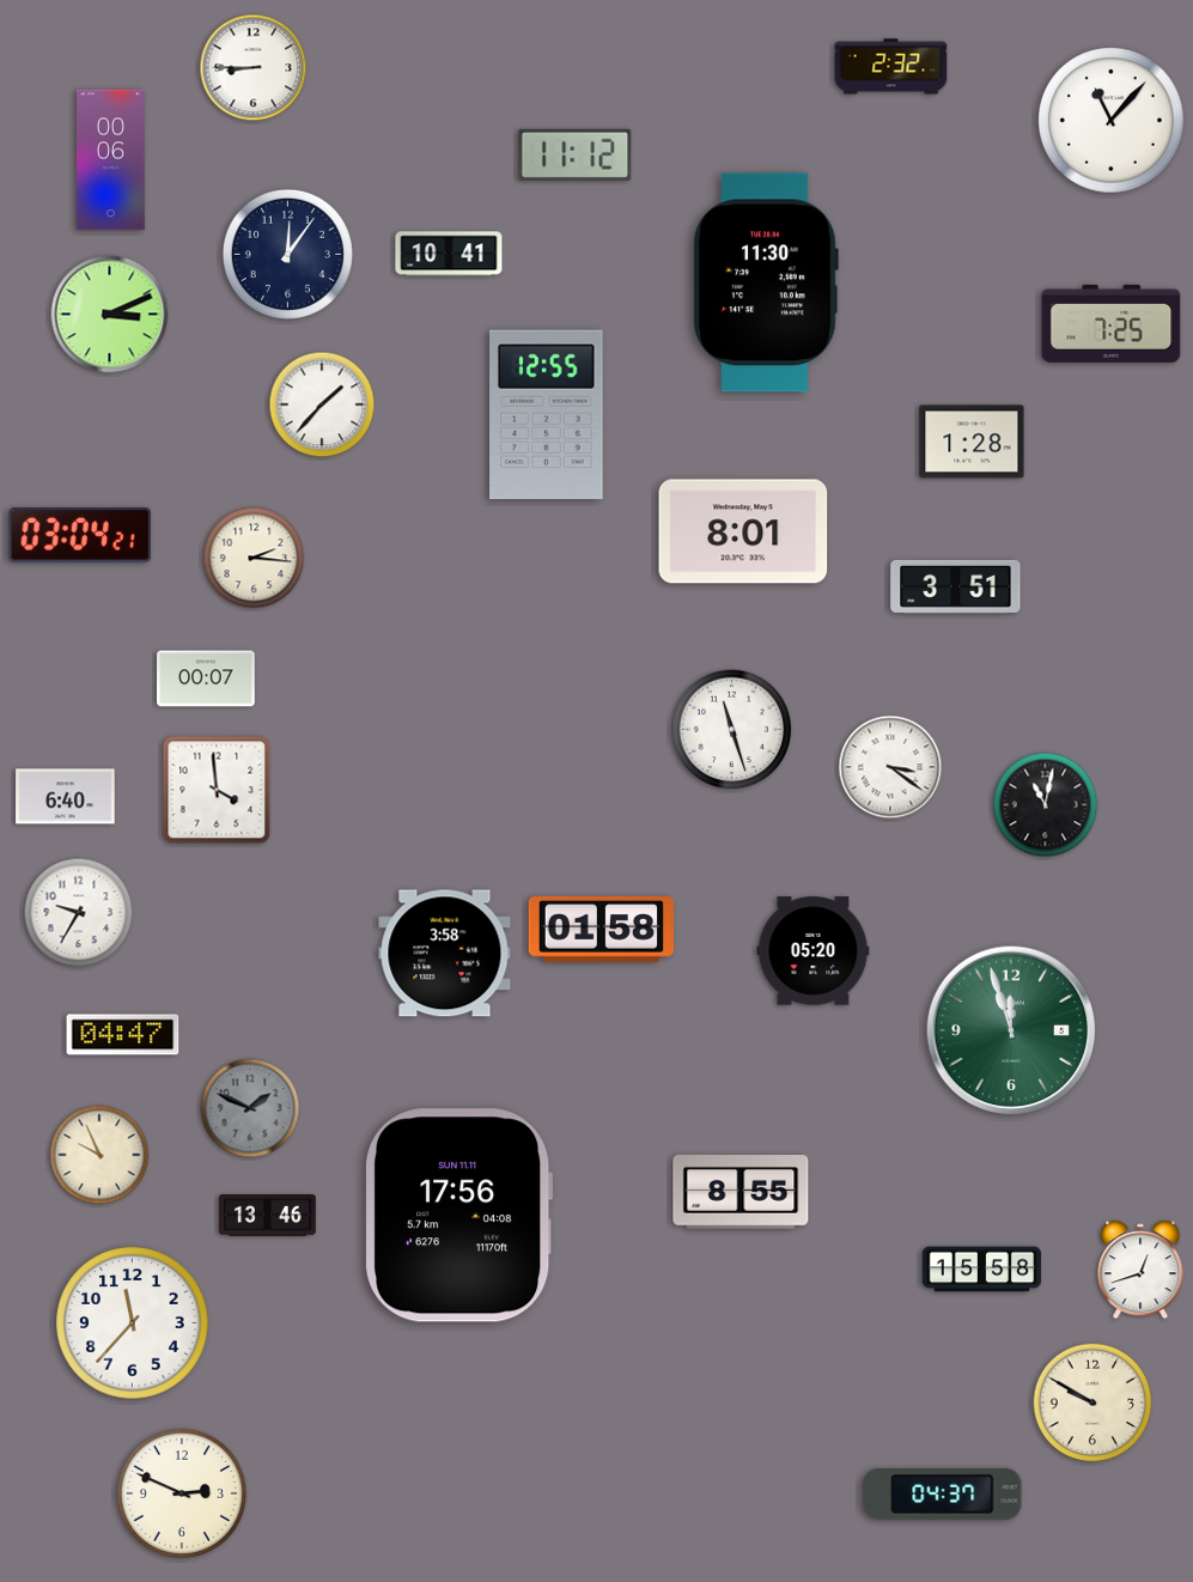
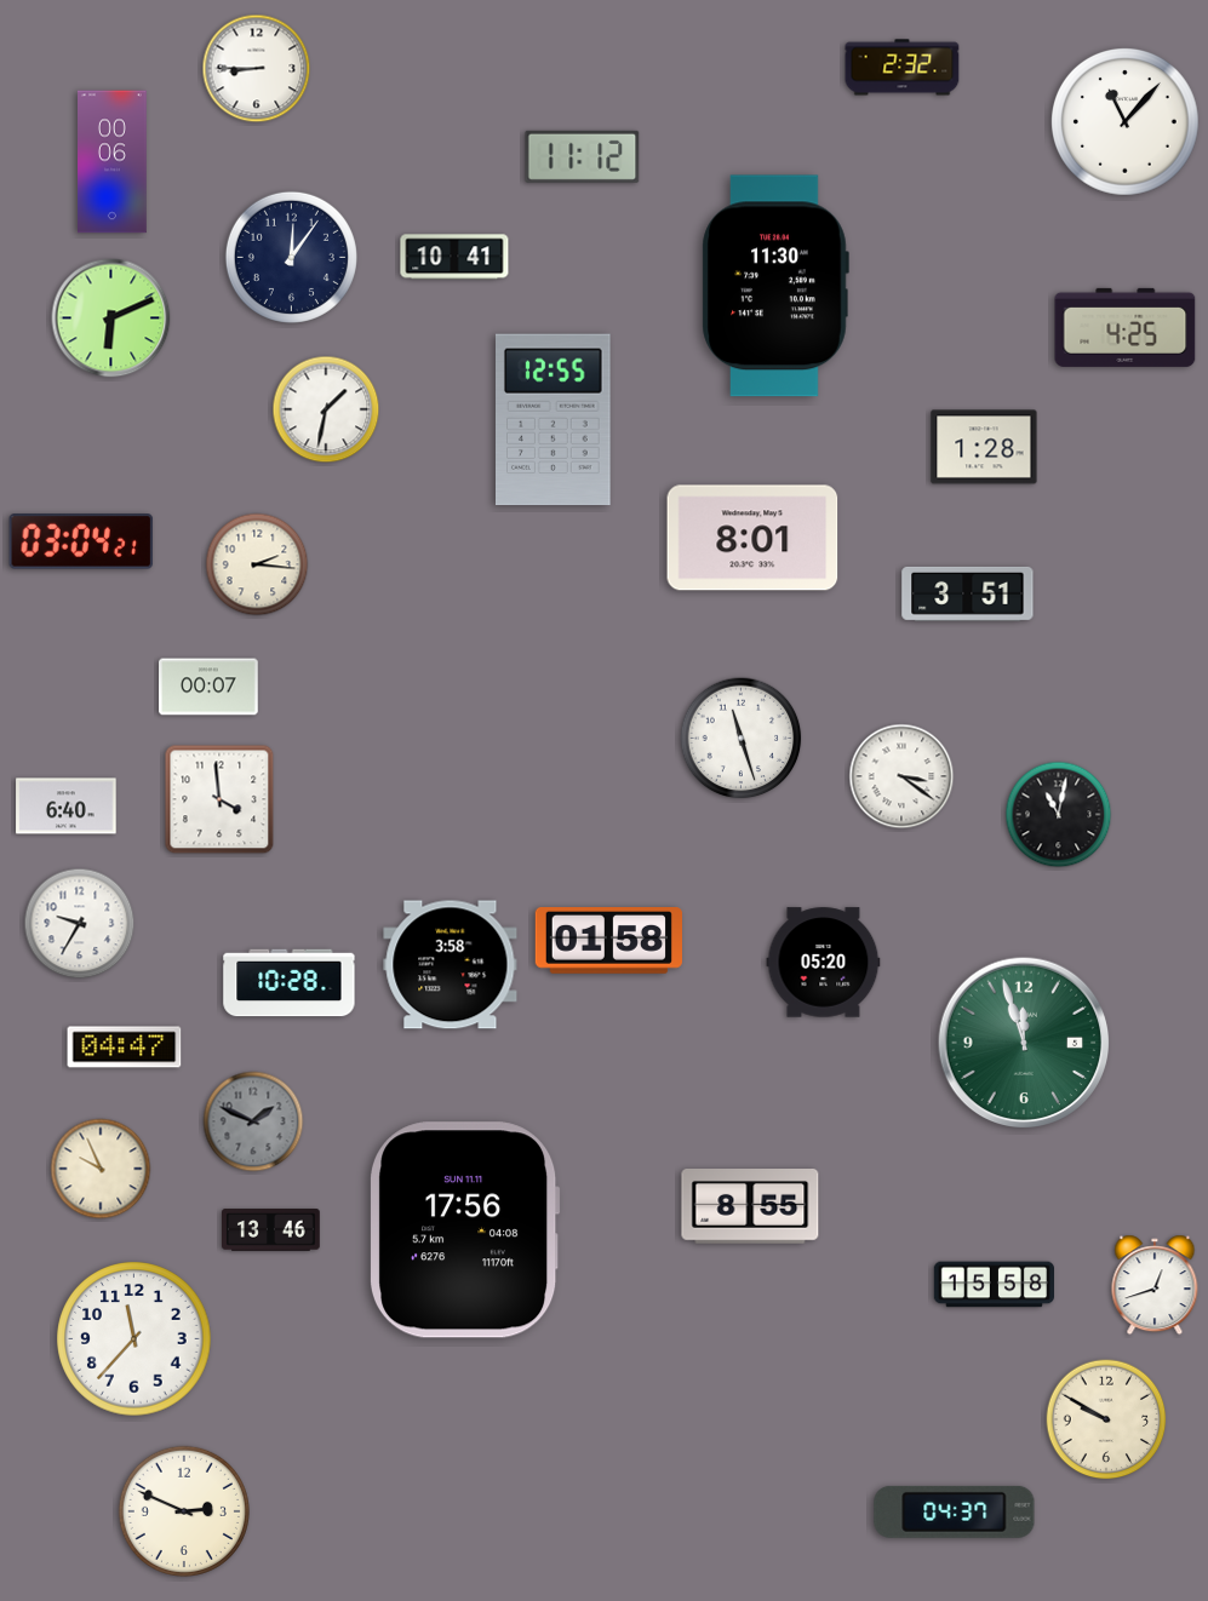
clock at (110, 315): 3:11 -> 6:11
clock at (1112, 323): 7:25 -> 4:25
clock at (322, 404): 1:37 -> 1:32
clock at (290, 983): none -> 10:28
